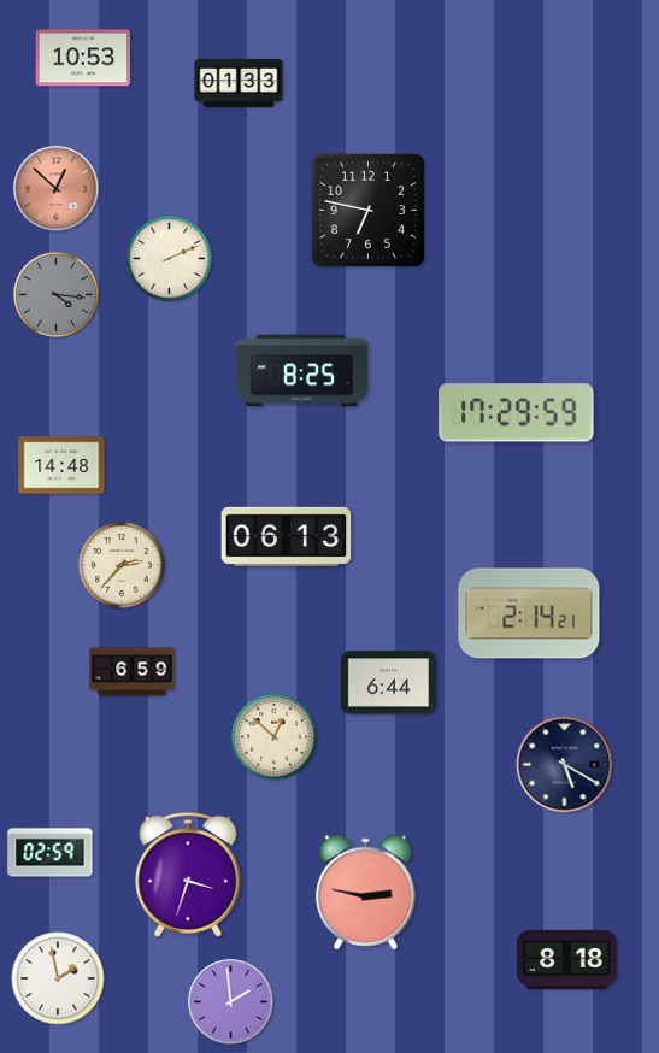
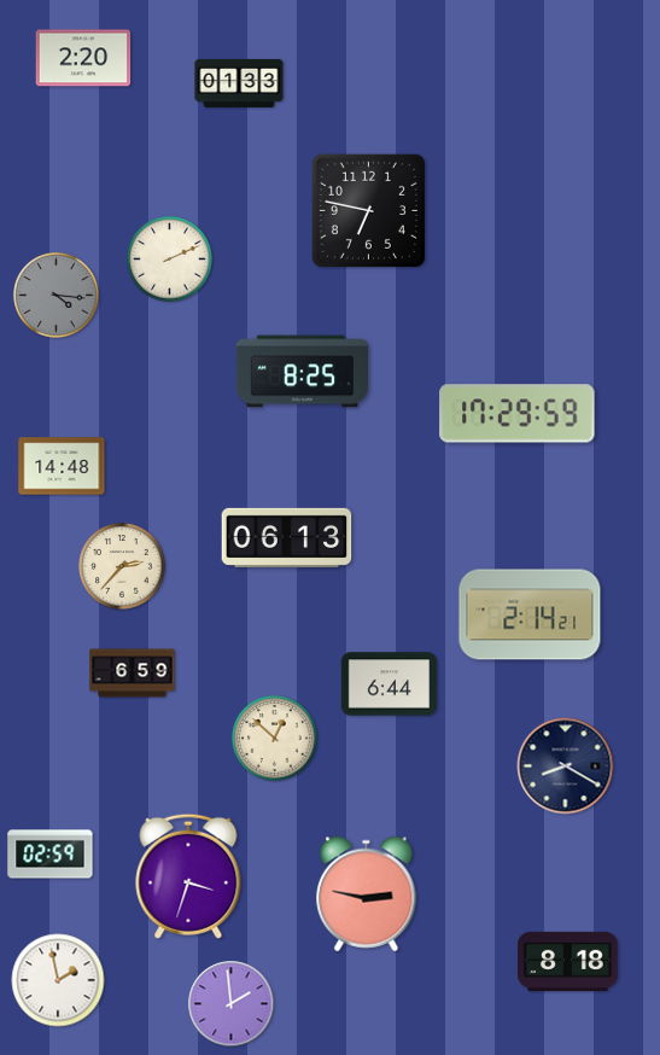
clock at (83, 58): 10:53 -> 2:20
clock at (57, 189): 12:52 -> none
clock at (565, 765): 5:20 -> 8:20
